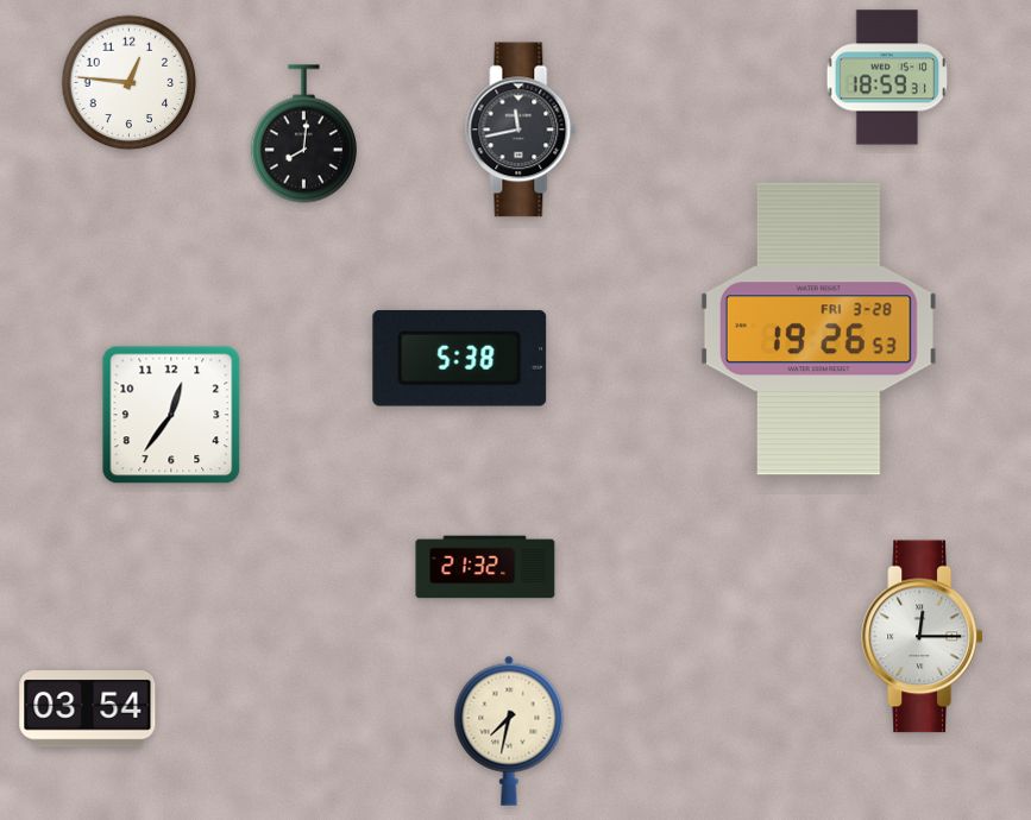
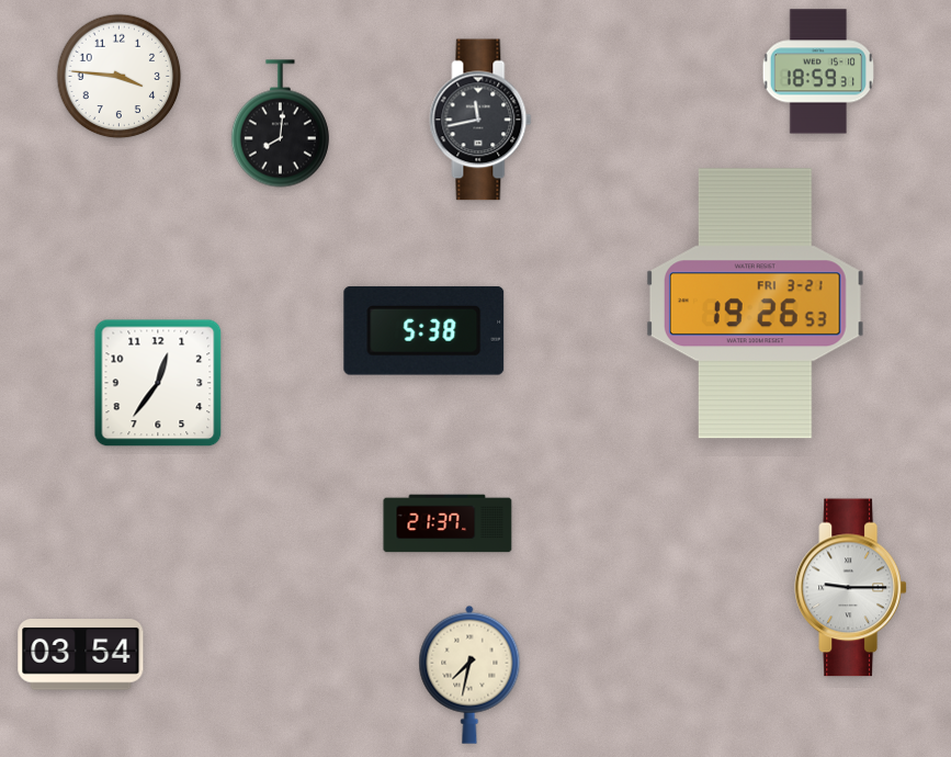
clock at (130, 83): 12:46 -> 3:46
clock at (818, 329) date: FRI 3-28 -> FRI 3-21
clock at (485, 567): 21:32 -> 21:37
clock at (922, 637): 12:15 -> 9:15
